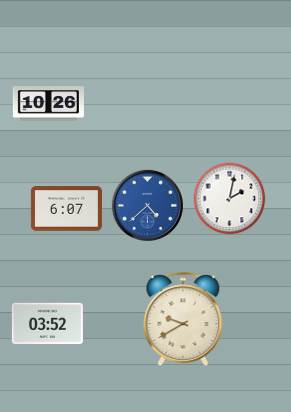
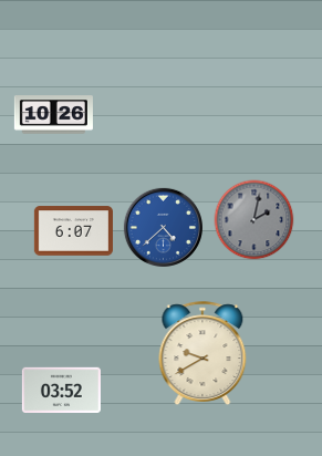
clock at (230, 199) dial: white -> grey
clock at (47, 323) position: (47, 323) -> (61, 390)
